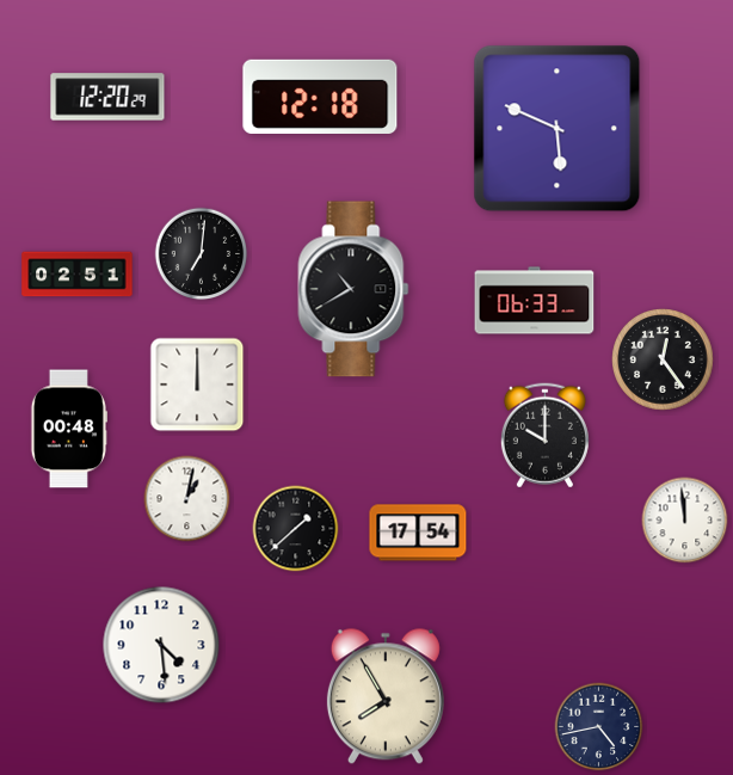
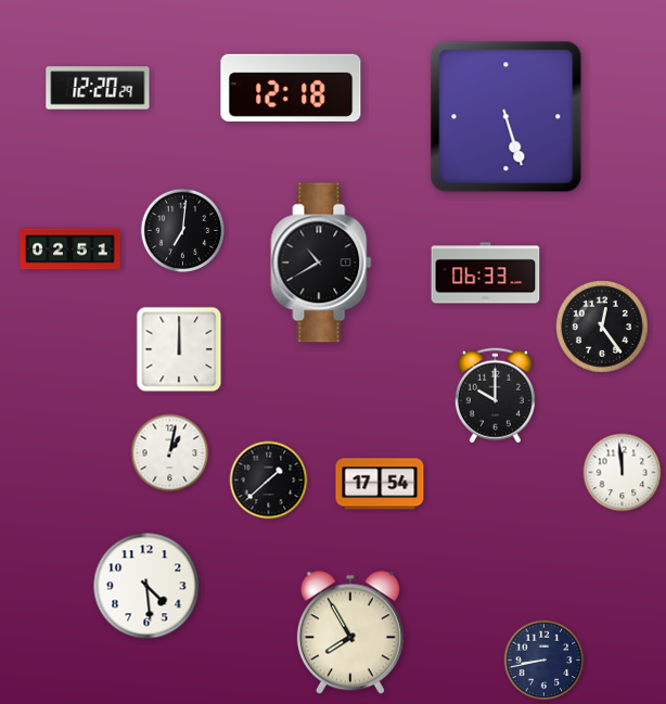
clock at (558, 129): 5:49 -> 5:27
clock at (68, 429): 00:48 -> none
clock at (599, 727): 4:43 -> 8:43
